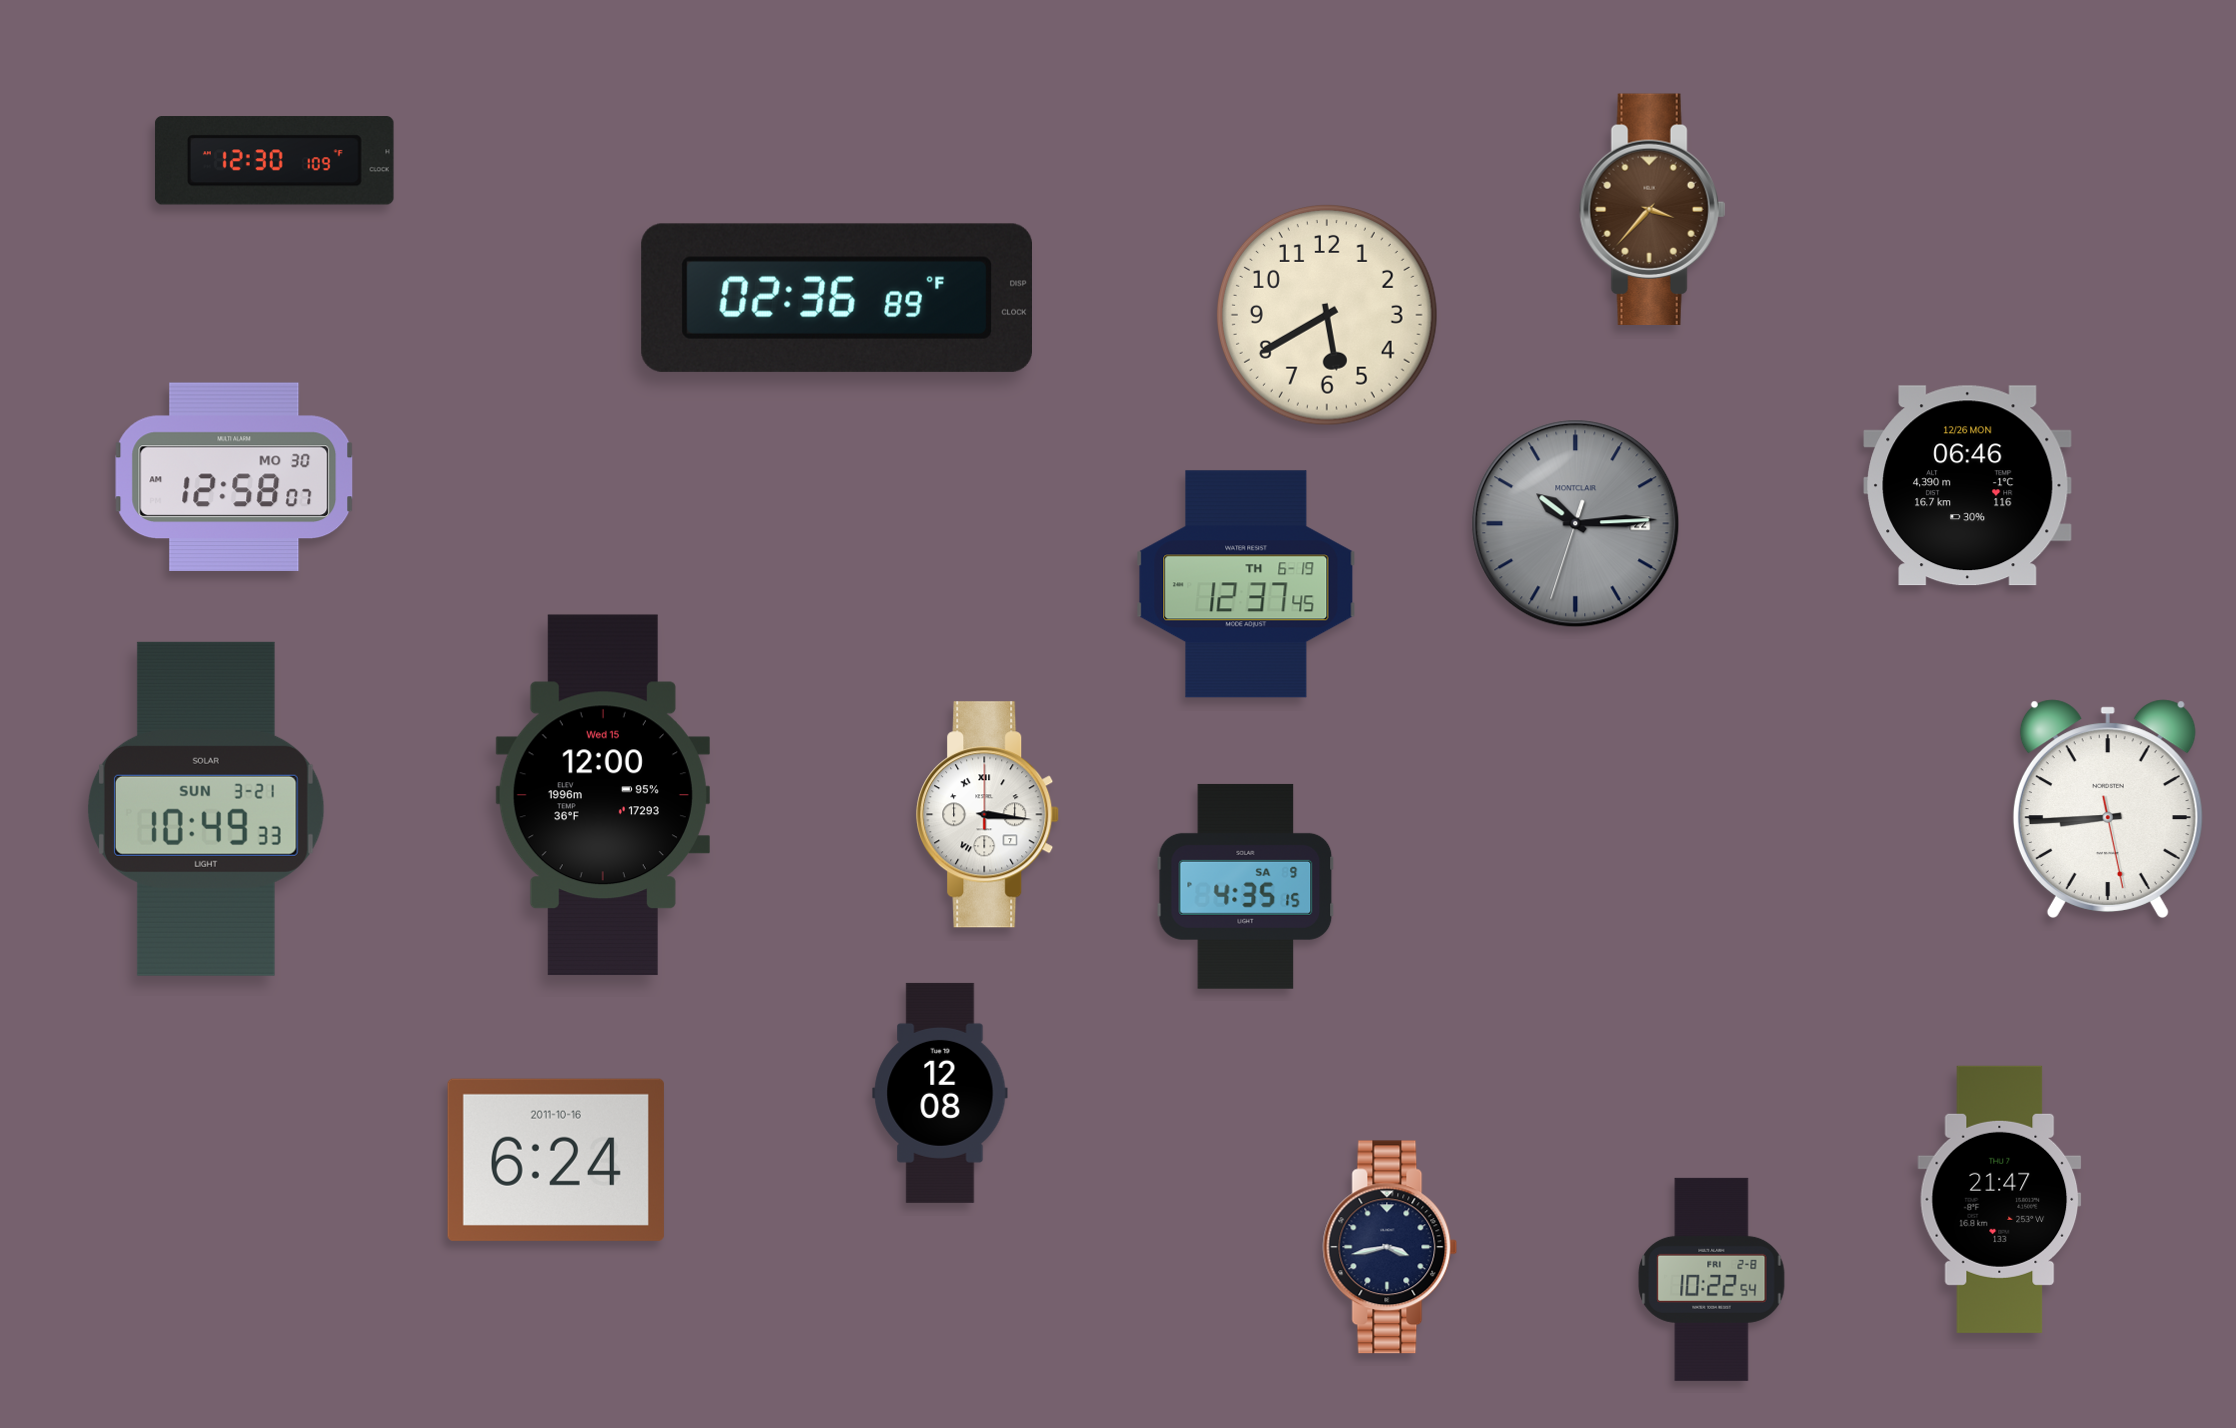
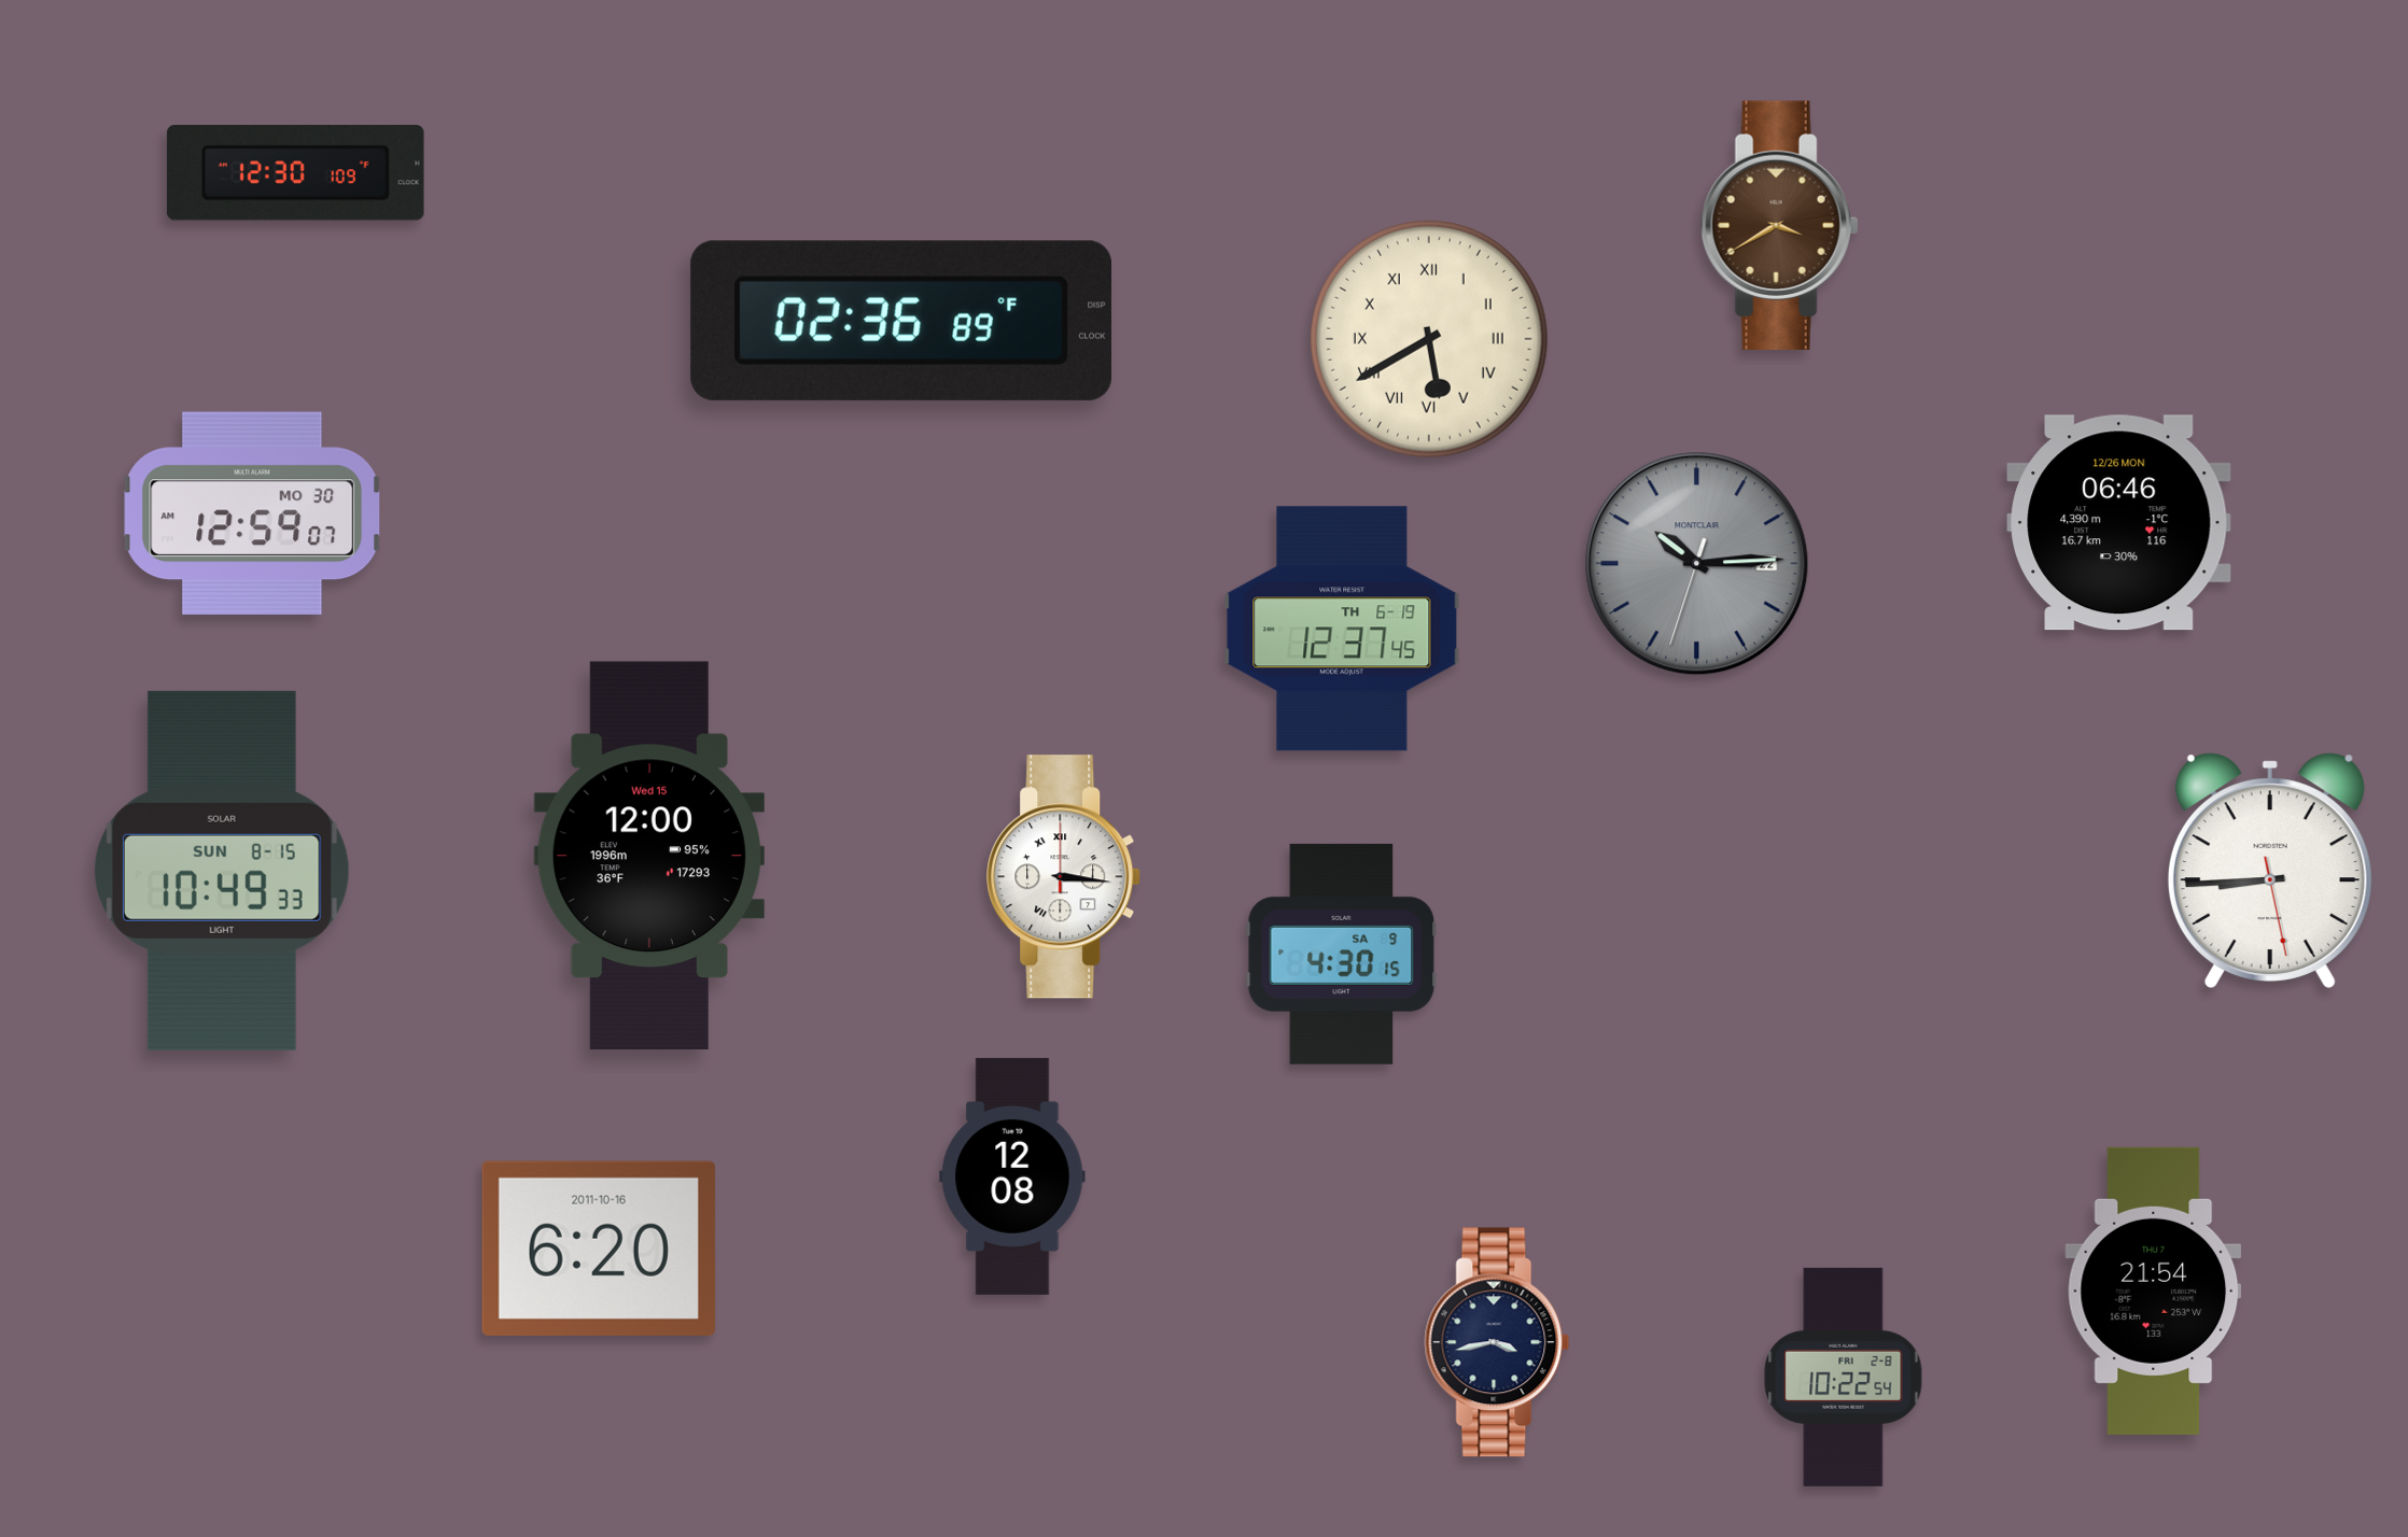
clock at (1653, 209): 3:37 -> 3:40
clock at (1327, 315) numerals: Arabic -> Roman
clock at (234, 476): 12:58 -> 12:59
clock at (207, 809) date: SUN 3-21 -> SUN 8-15
clock at (1246, 886): 4:35 -> 4:30
clock at (556, 1160): 6:24 -> 6:20
clock at (2000, 1199): 21:47 -> 21:54
